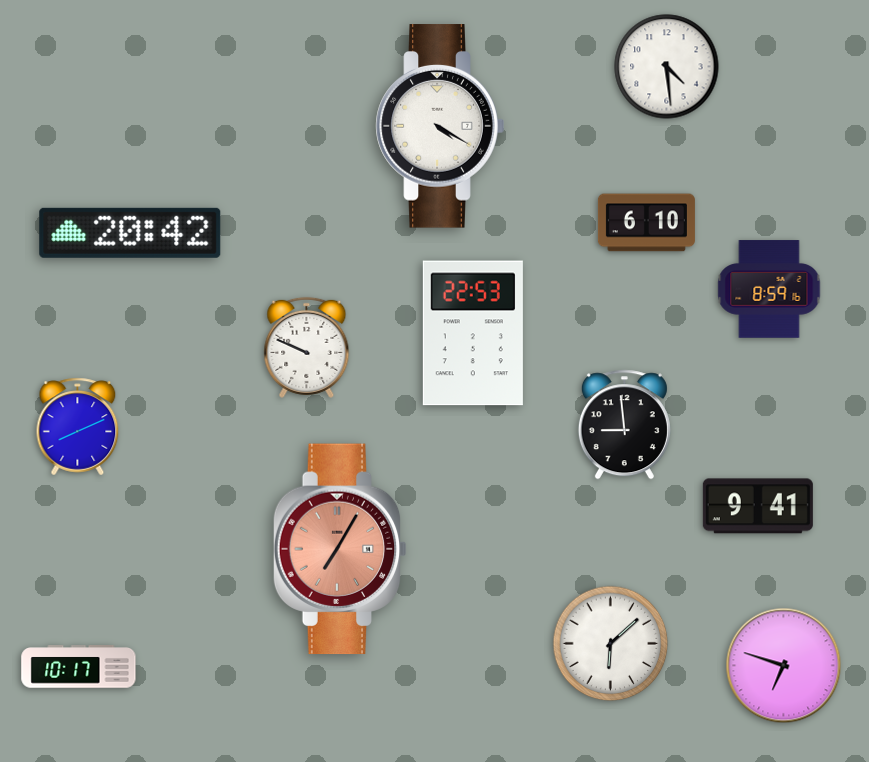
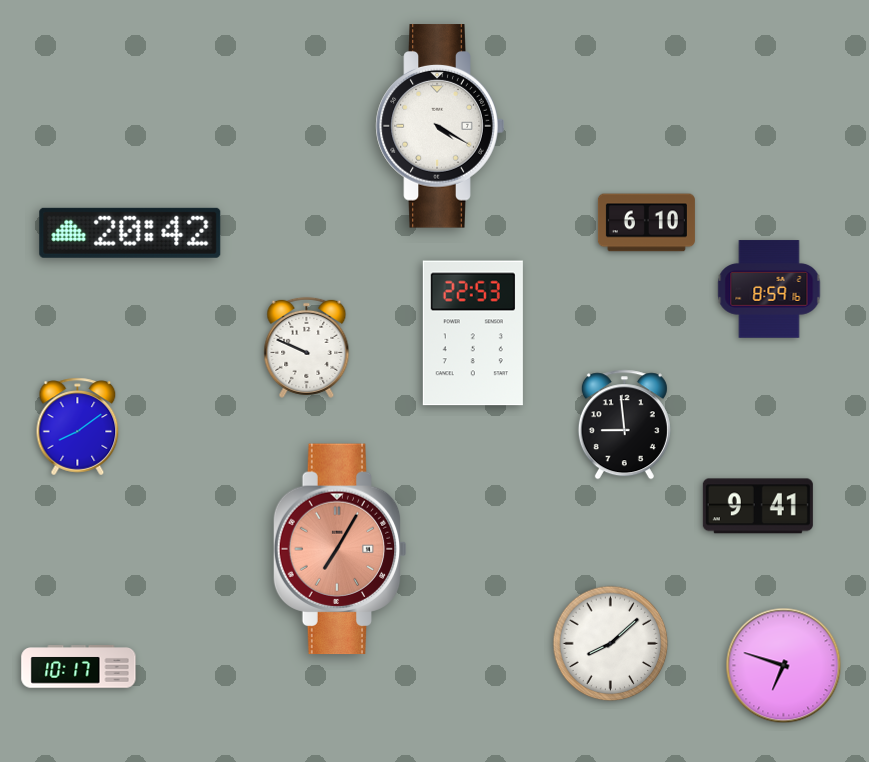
clock at (667, 67): 4:29 -> none
clock at (78, 427): 8:11 -> 8:09
clock at (611, 644): 6:08 -> 8:08
